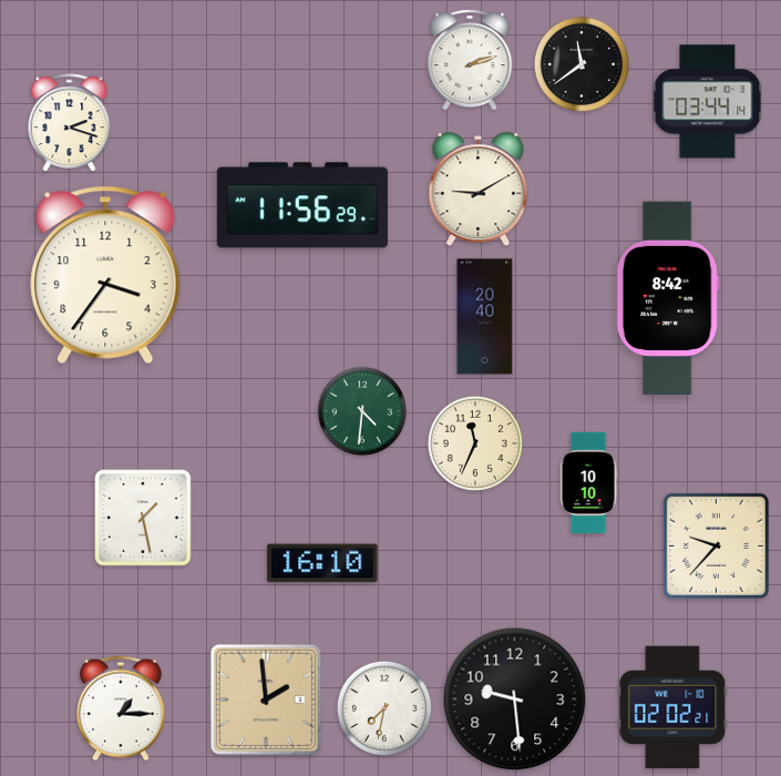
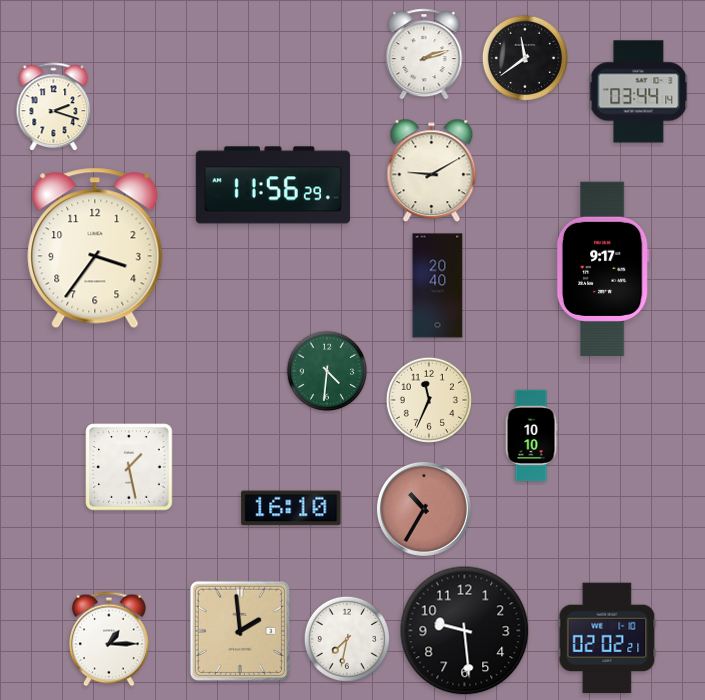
clock at (70, 123) position: (70, 123) -> (54, 107)
clock at (668, 298): 8:42 -> 9:17
clock at (716, 545): 9:37 -> none
clock at (424, 509): none -> 10:35
